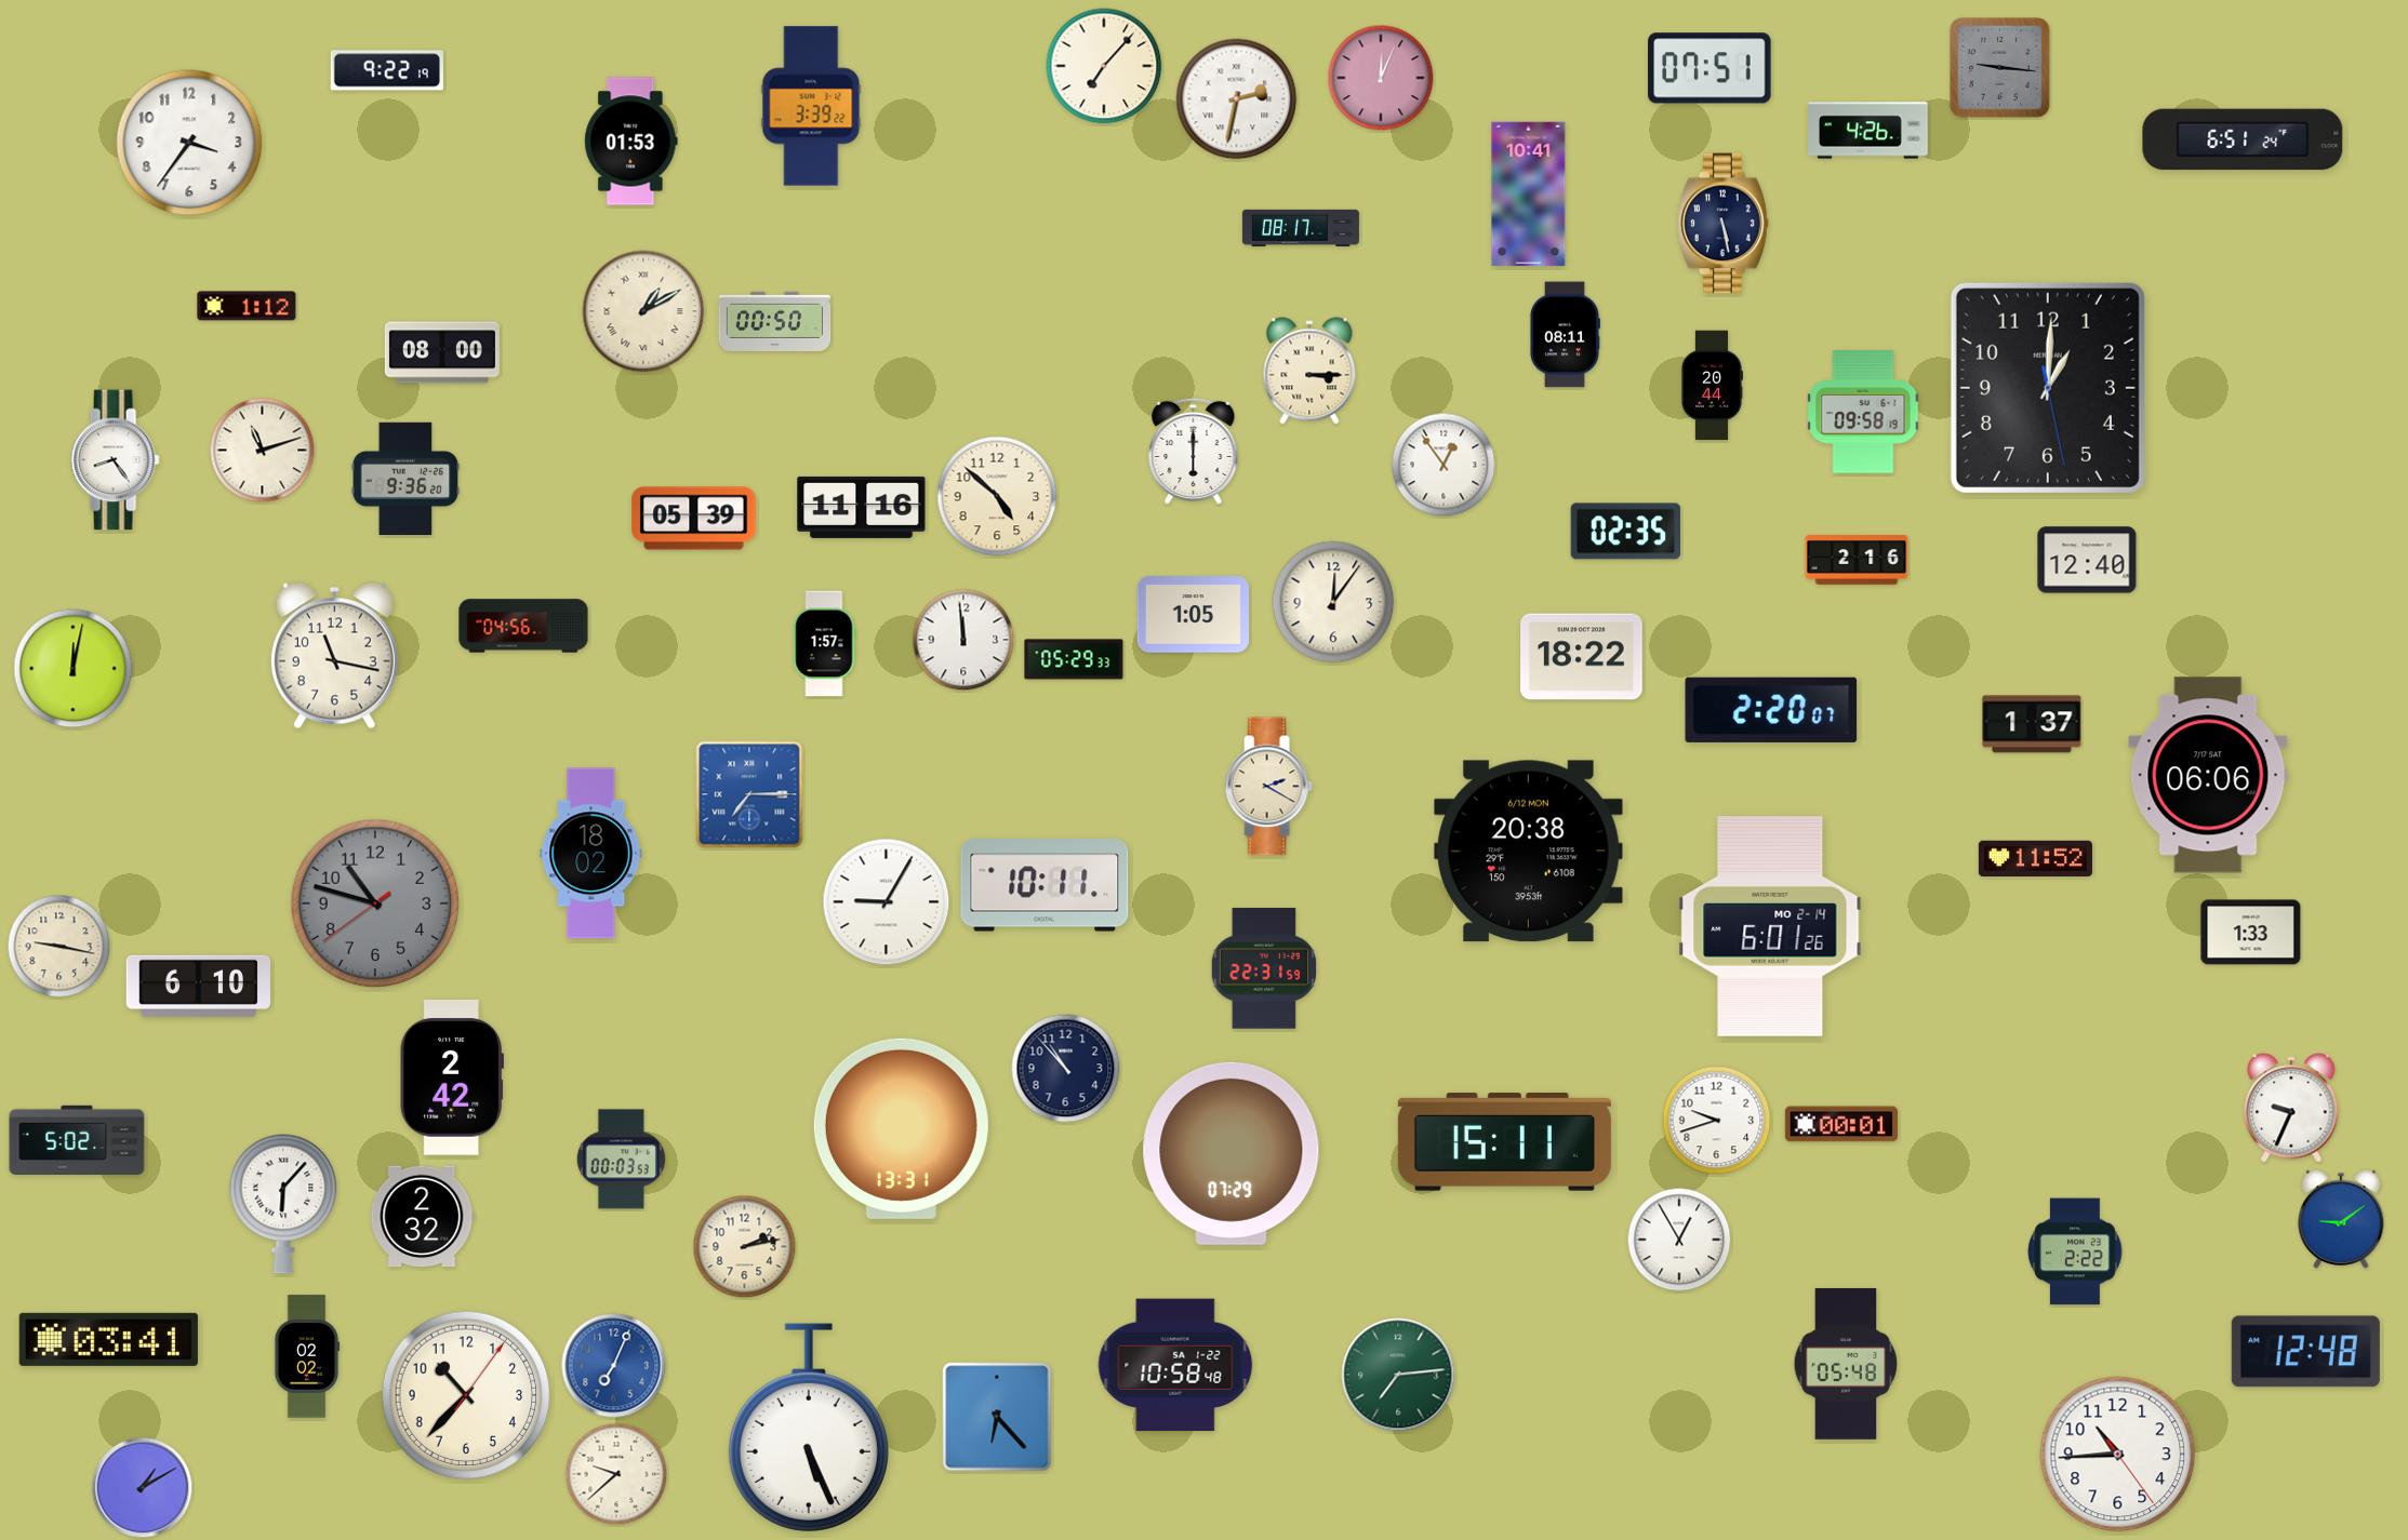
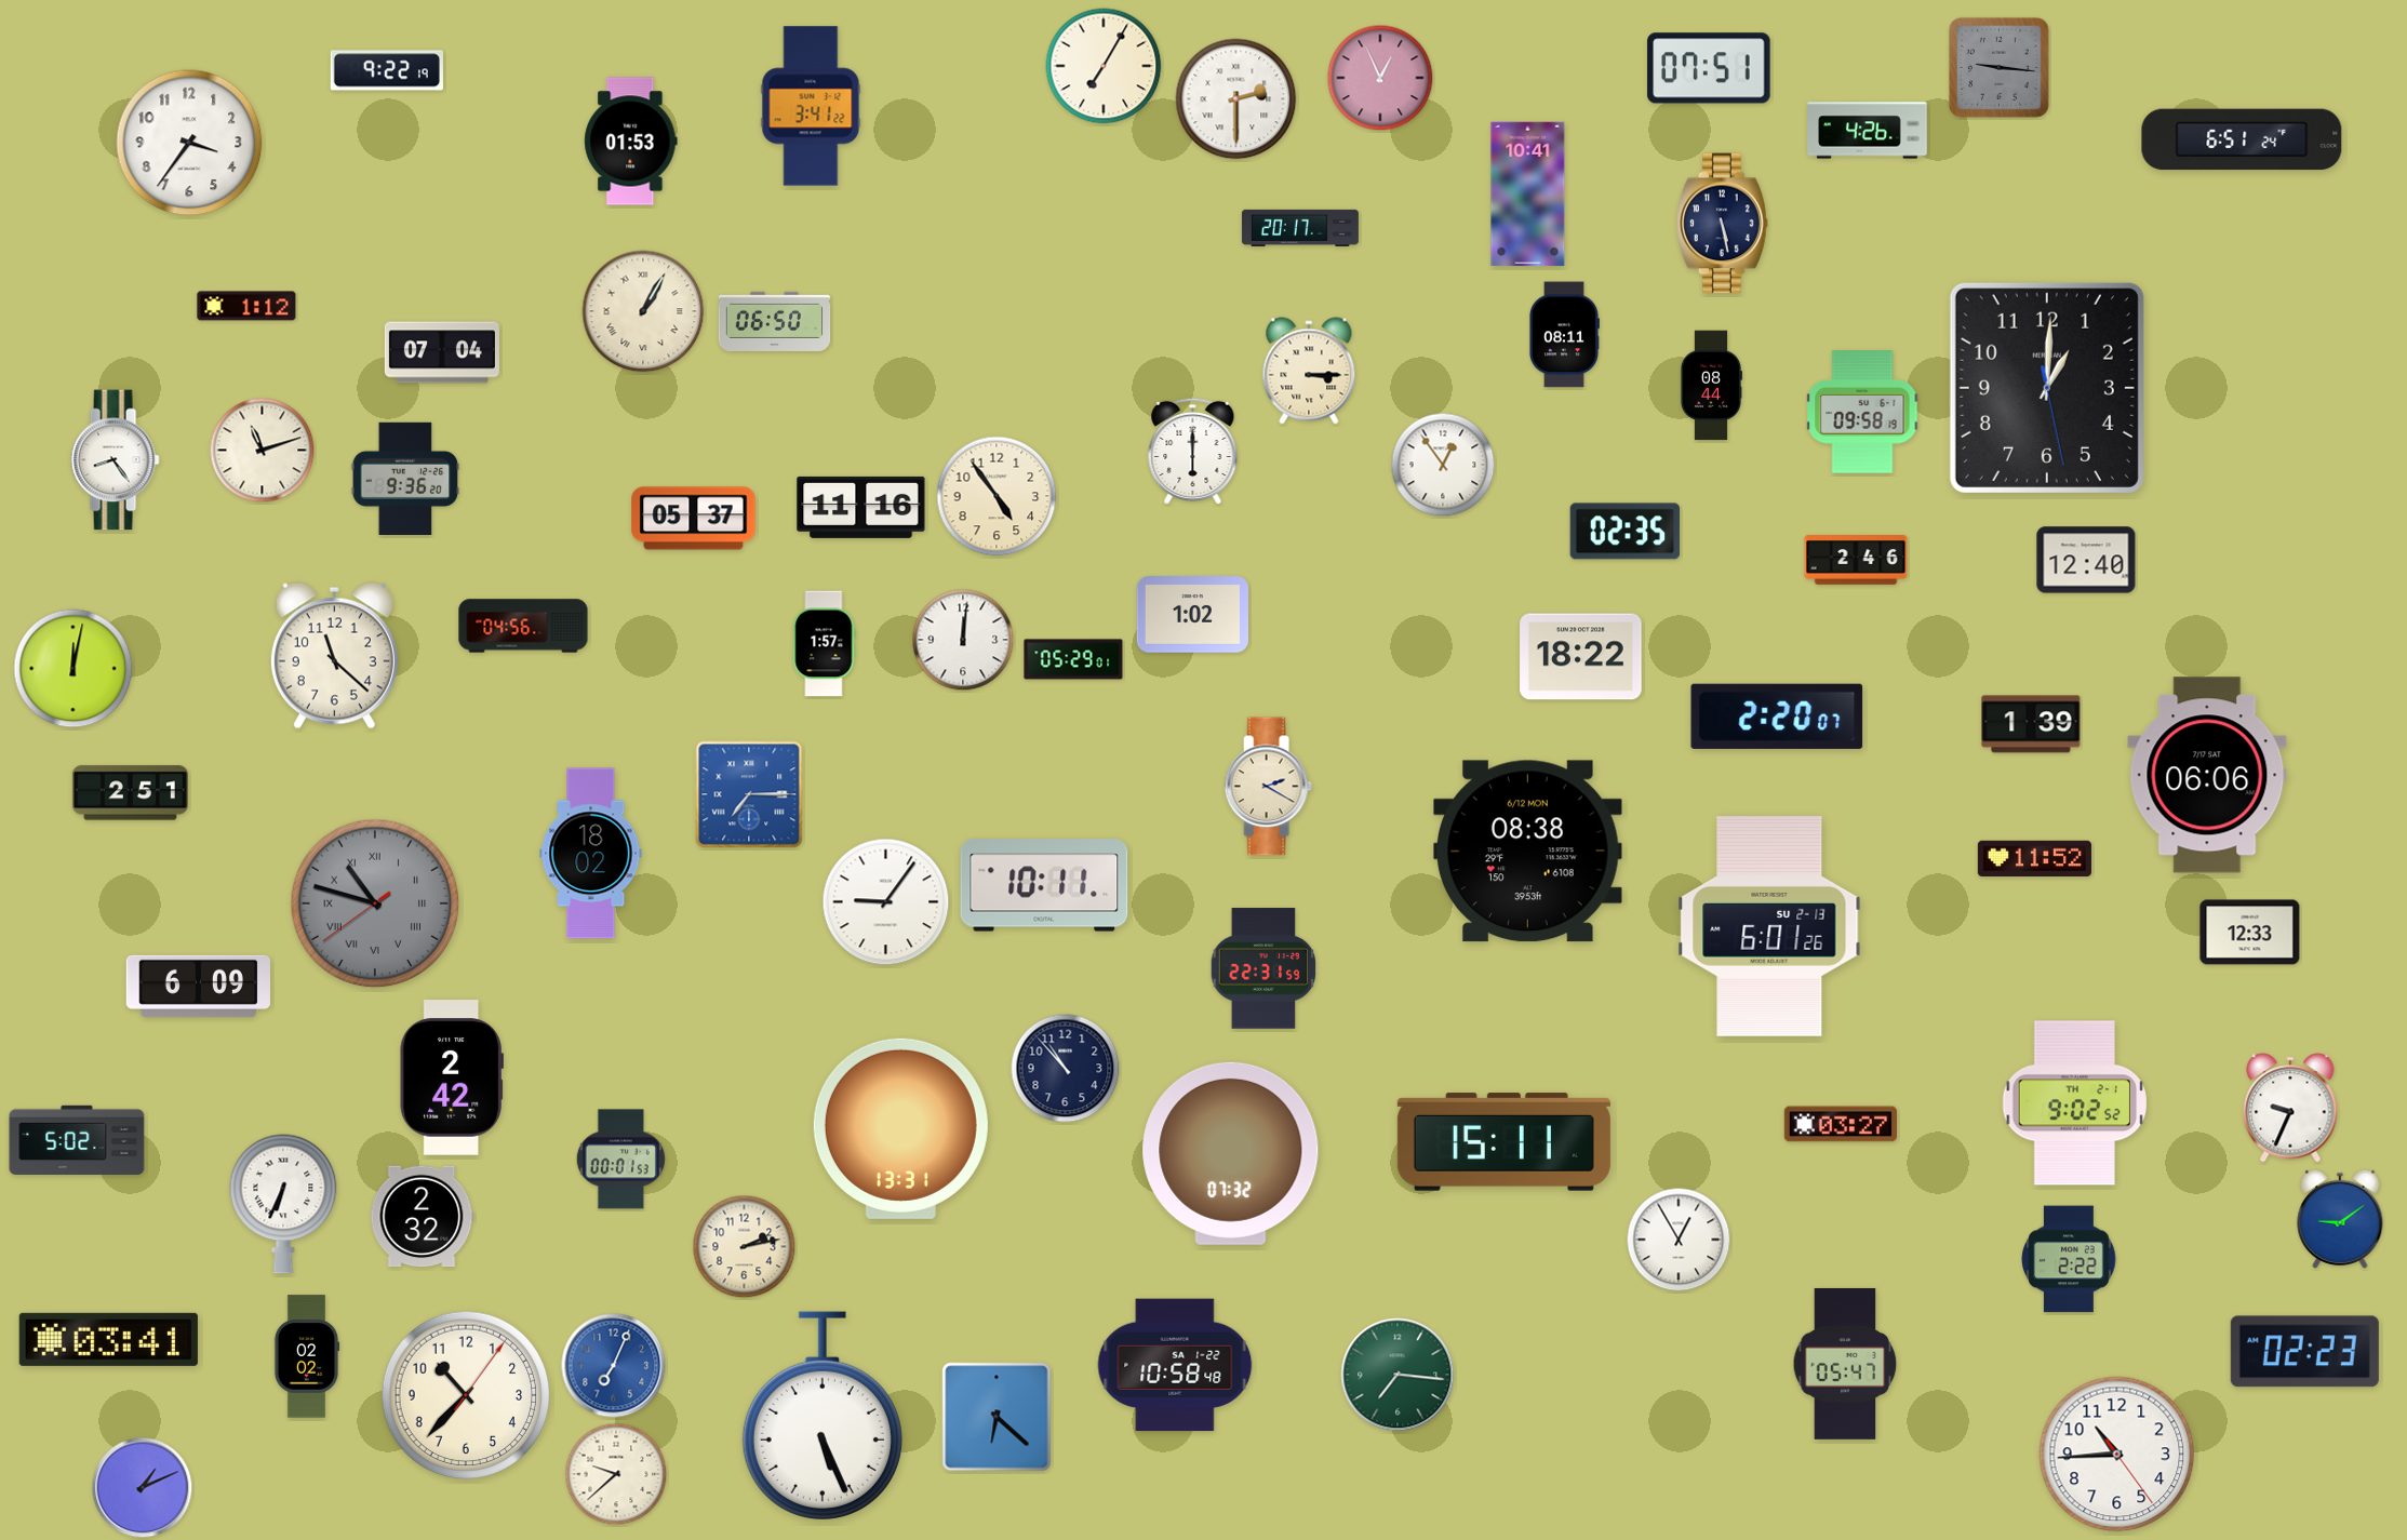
clock at (1104, 66): 7:07 -> 7:05
clock at (1381, 78): 12:04 -> 12:56
clock at (1237, 99): 2:32 -> 2:30
clock at (811, 106): 3:39 -> 3:41
clock at (1301, 228): 08:17 -> 20:17
clock at (643, 311): 1:10 -> 1:05
clock at (775, 321): 00:50 -> 06:50
clock at (442, 352): 08:00 -> 07:04
clock at (1712, 386): 20:44 -> 08:44
clock at (997, 496): 4:52 -> 4:54
clock at (694, 519): 05:39 -> 05:37
clock at (1857, 560): 2:16 -> 2:46
clock at (1333, 602): 12:06 -> none
clock at (1193, 615): 1:05 -> 1:02
clock at (963, 640): 11:59 -> 12:01
clock at (334, 656): 11:17 -> 11:22
clock at (1074, 659): 05:29:33 -> 05:29:01
clock at (1771, 710) position: (1771, 710) -> (1777, 717)
clock at (2032, 724): 1:37 -> 1:39
clock at (130, 793): none -> 2:51
clock at (1529, 852): 20:38 -> 08:38
clock at (887, 902): 9:05 -> 9:06
clock at (375, 903) numerals: Arabic -> Roman
clock at (1770, 927) date: MO 2-14 -> SU 2-13
clock at (2251, 933): 1:33 -> 12:33
clock at (59, 947): 9:17 -> none
clock at (198, 986): 6:10 -> 6:09
clock at (2075, 1103): none -> 9:02
clock at (1717, 1121): 9:42 -> none
clock at (1841, 1124): 00:01 -> 03:27
clock at (1232, 1153): 07:29 -> 07:32
clock at (621, 1160): 00:03 -> 00:01
clock at (283, 1204): 6:07 -> 6:34
clock at (2075, 1251) position: (2075, 1251) -> (2069, 1259)
clock at (2305, 1352): 12:48 -> 02:23
clock at (1846, 1364): 05:48 -> 05:47
clock at (1398, 1375): 7:14 -> 7:16
clock at (997, 1417): 6:23 -> 6:22
clock at (809, 1428) position: (809, 1428) -> (823, 1416)
clock at (143, 1488): 1:10 -> 1:11
